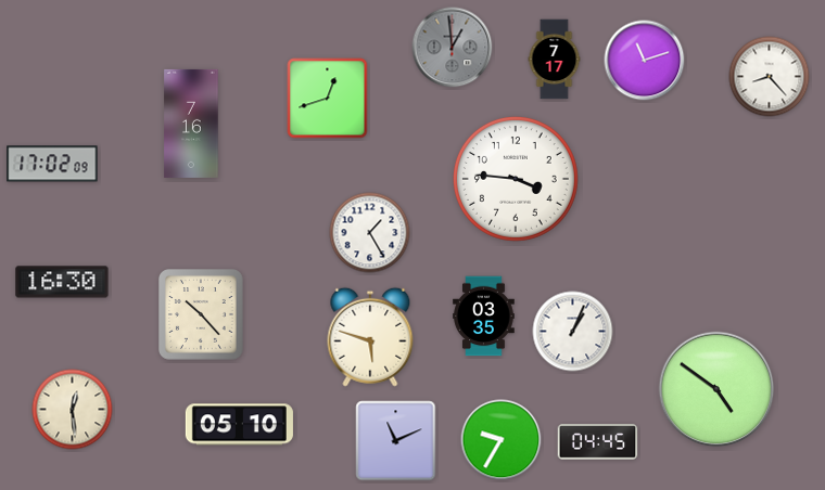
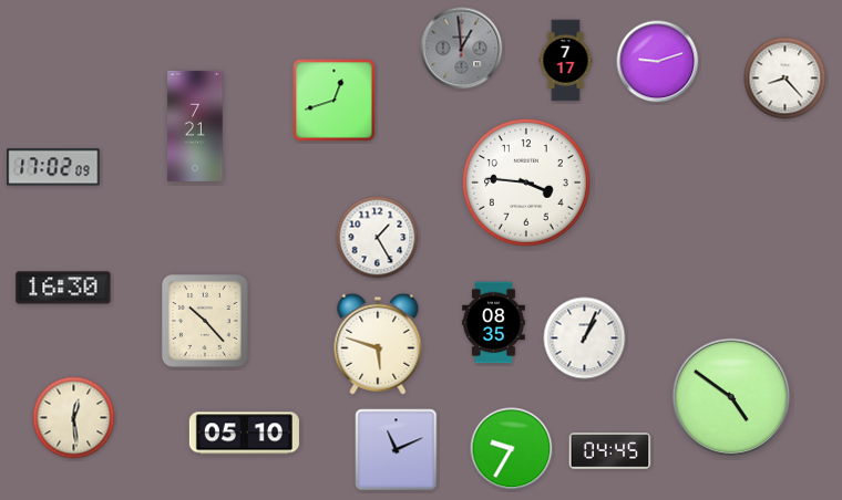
clock at (645, 61): 11:12 -> 9:12
clock at (191, 124): 7:16 -> 7:21
clock at (484, 317): 03:35 -> 08:35
clock at (396, 441) position: (396, 441) -> (397, 450)
